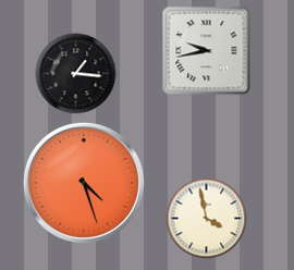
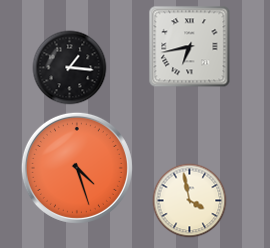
clock at (207, 51): 9:43 -> 6:43
